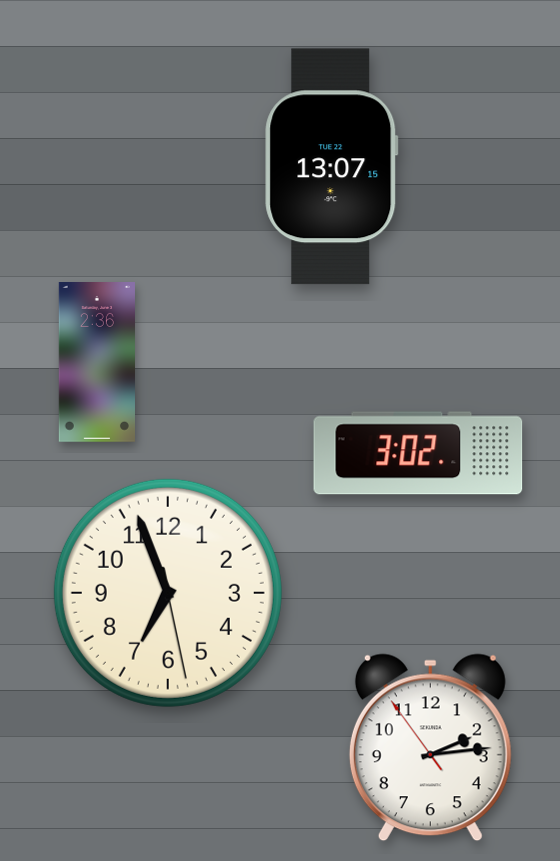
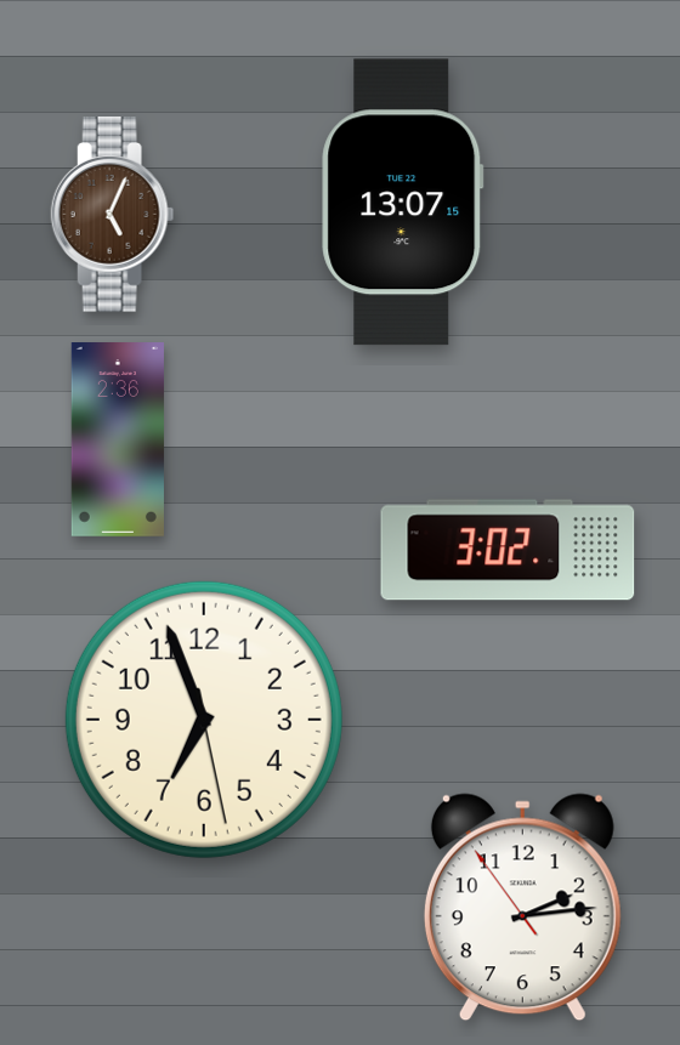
clock at (113, 215): none -> 5:04
